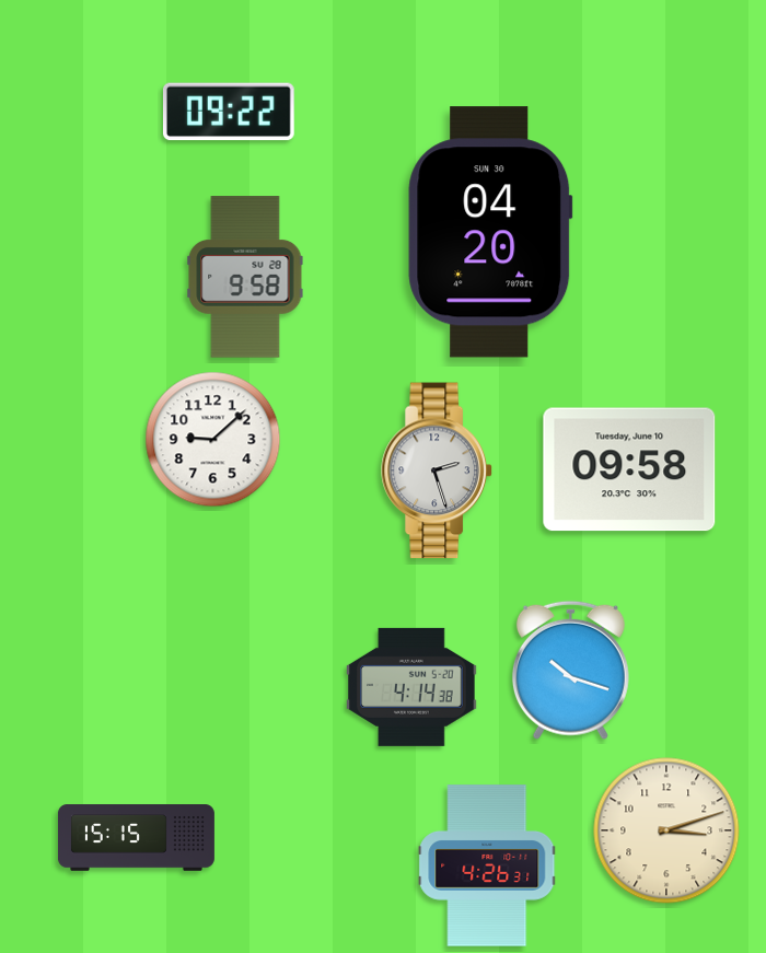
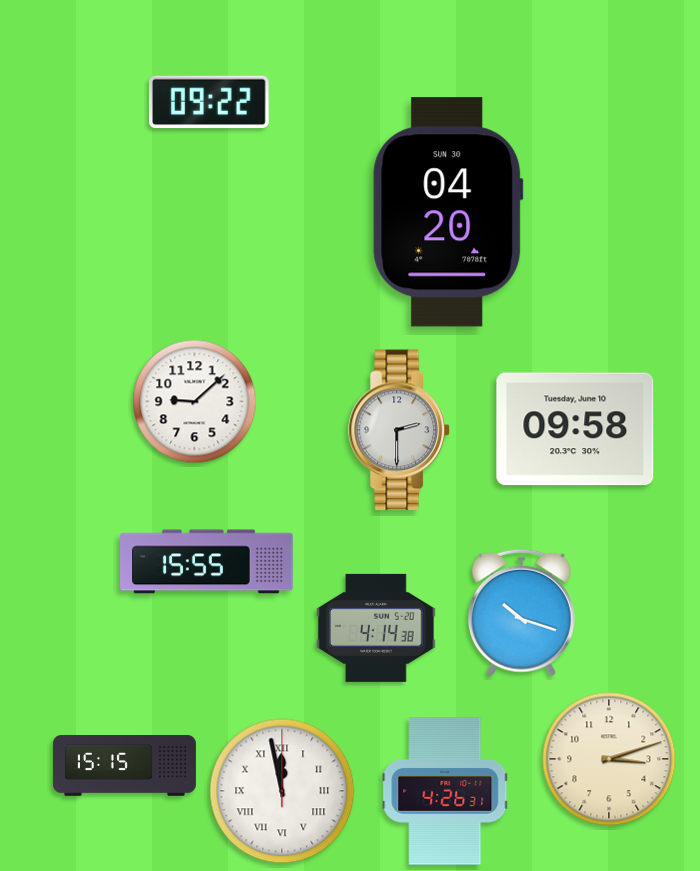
clock at (245, 277): 9:58 -> none
clock at (437, 470): 2:27 -> 2:30
clock at (207, 562): none -> 15:55
clock at (282, 791): none -> 11:58
